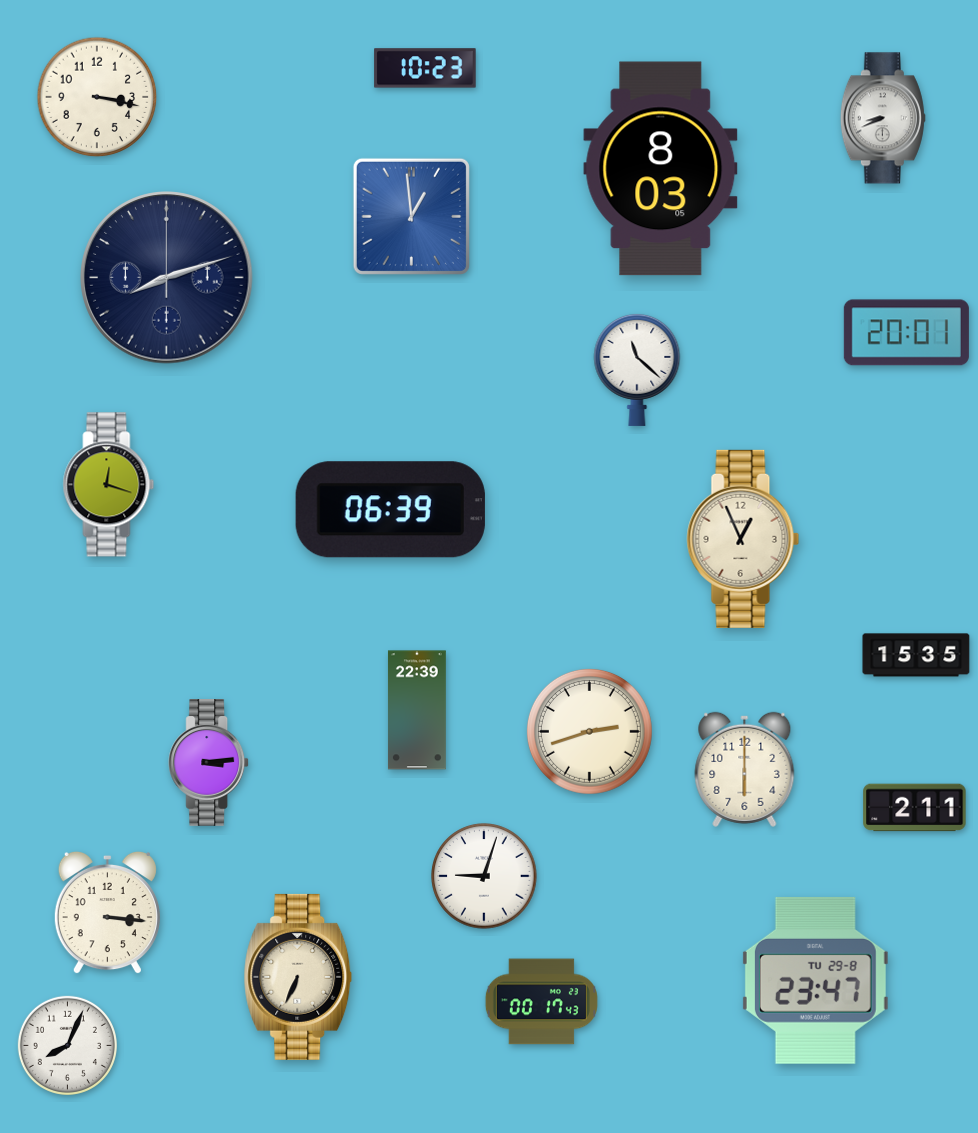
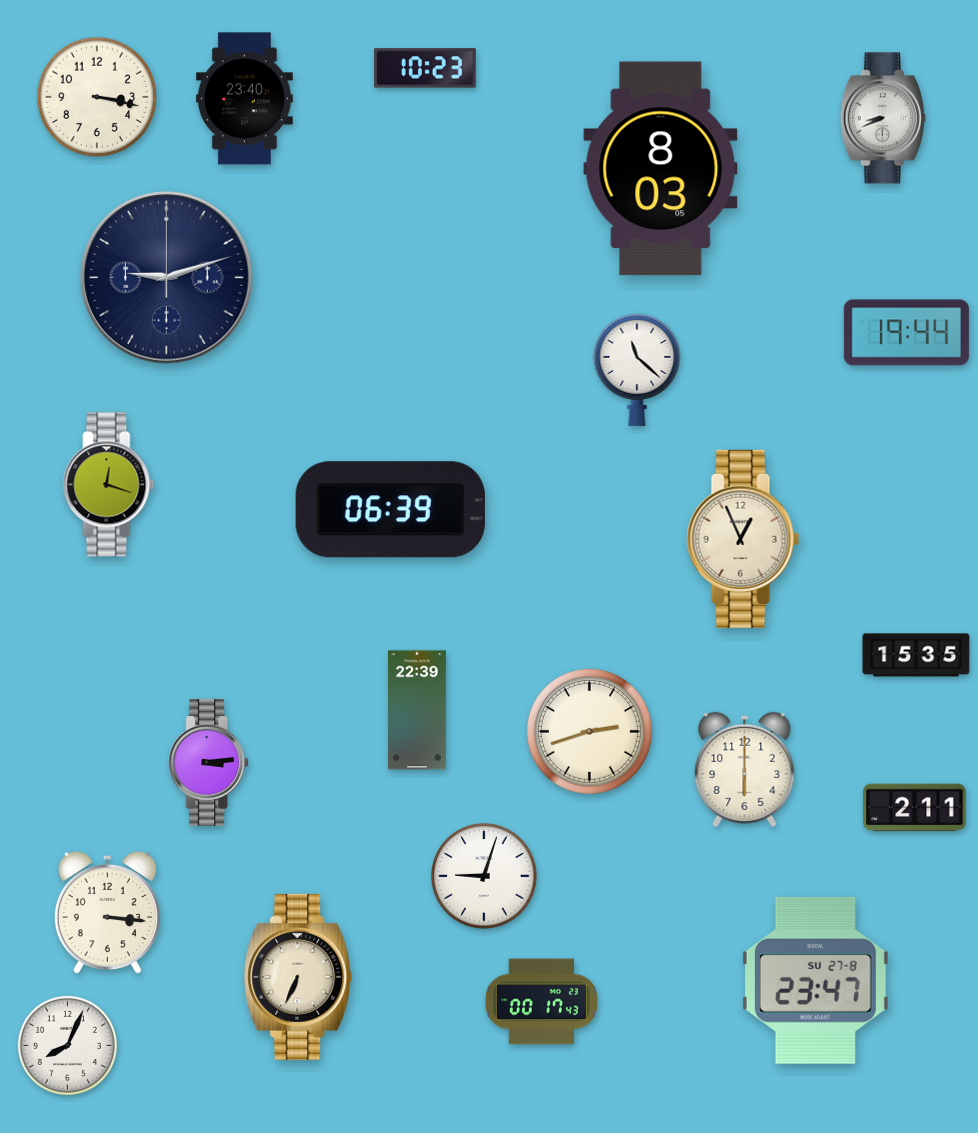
clock at (244, 99): none -> 23:40
clock at (411, 216): 12:59 -> none
clock at (167, 278): 8:12 -> 9:12
clock at (906, 333): 20:01 -> 19:44
clock at (815, 980) date: TU 29-8 -> SU 27-8
